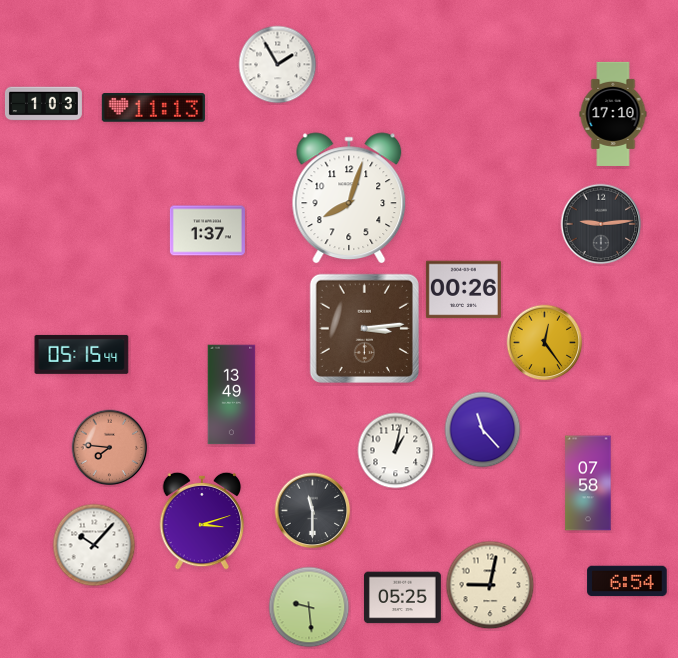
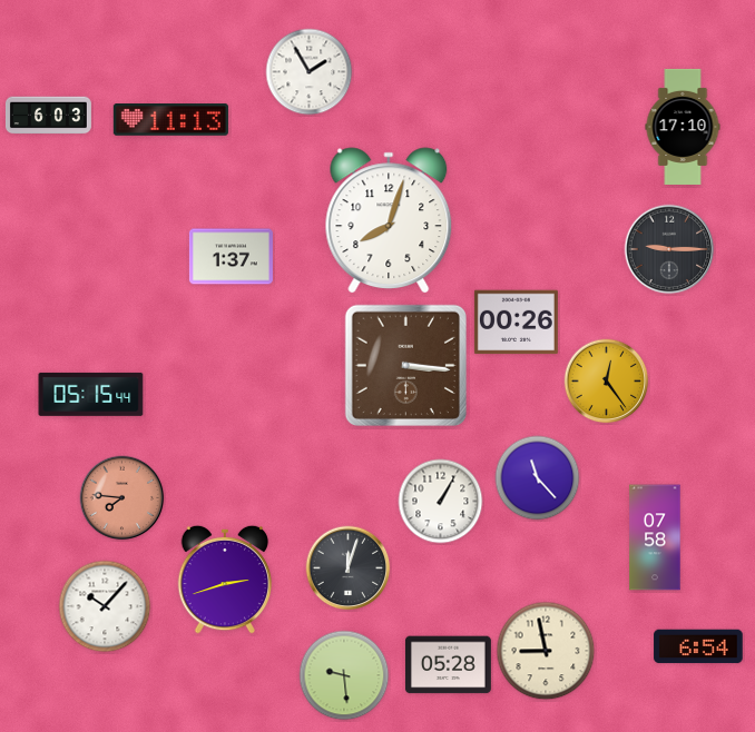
clock at (43, 104): 1:03 -> 6:03
clock at (601, 224): 9:14 -> 9:15
clock at (364, 328): 3:14 -> 3:16
clock at (232, 395): 13:49 -> none
clock at (396, 451): 1:02 -> 1:05
clock at (313, 511): 11:30 -> 12:03
clock at (202, 521): 3:12 -> 2:42
clock at (490, 585): 9:02 -> 8:58
clock at (402, 598): 05:25 -> 05:28
